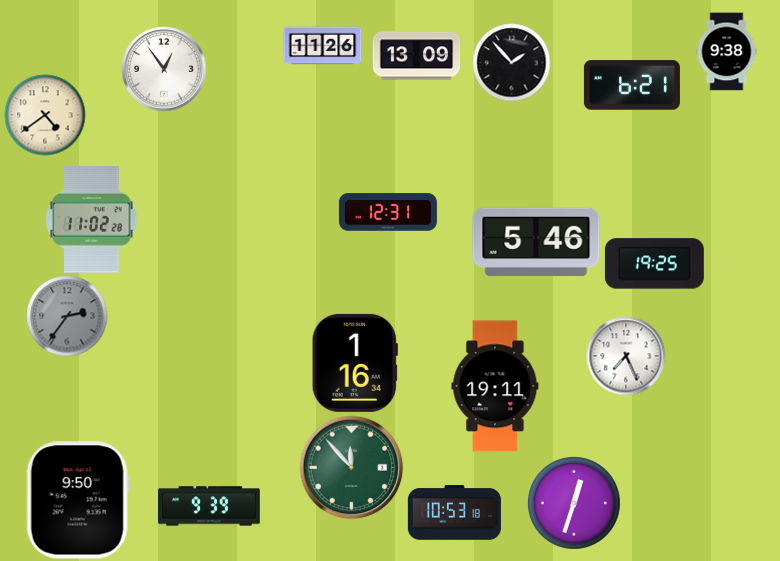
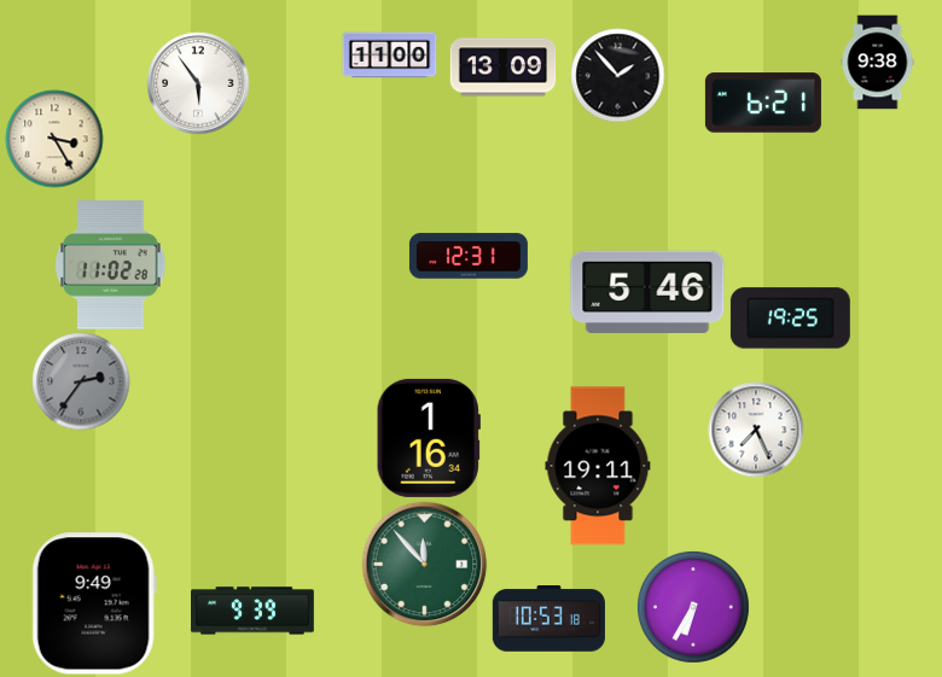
clock at (322, 46): 11:26 -> 11:00
clock at (164, 69): 12:54 -> 5:54
clock at (45, 115): 4:39 -> 3:25
clock at (78, 500): 9:50 -> 9:49
clock at (574, 503): 12:33 -> 6:35
